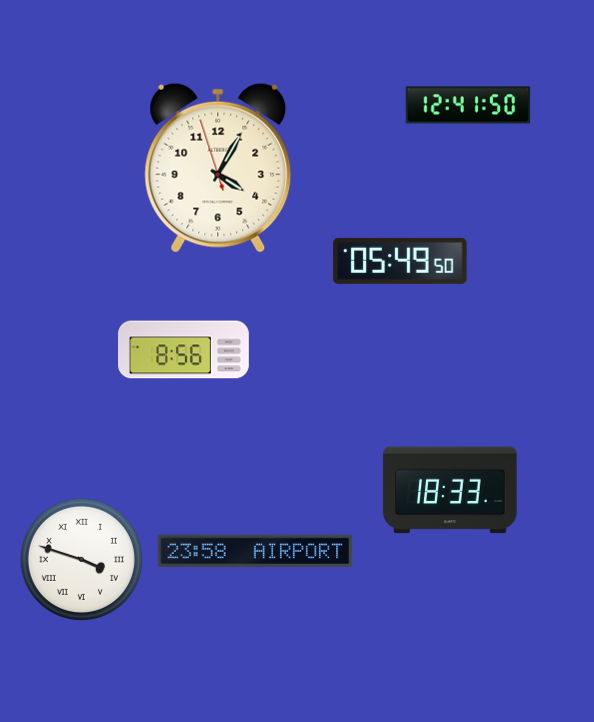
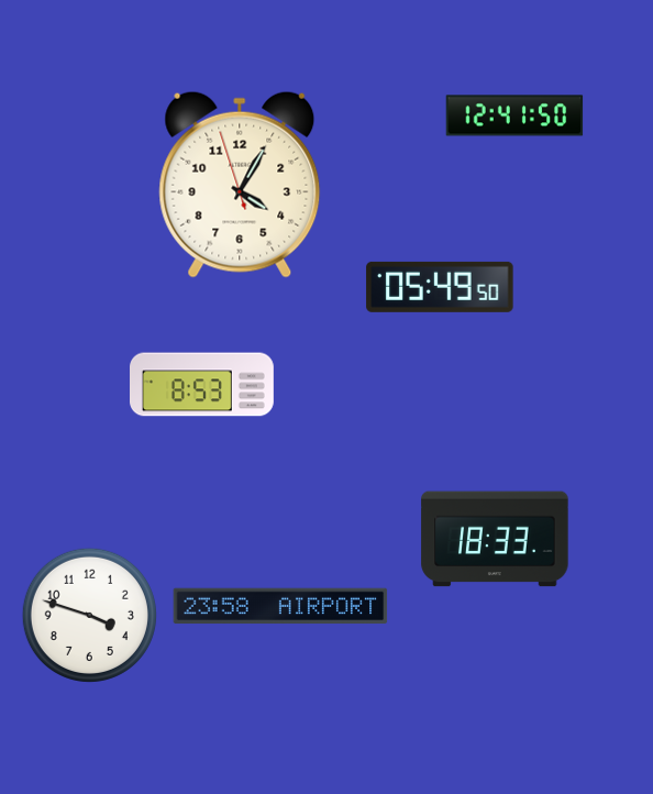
clock at (184, 350): 8:56 -> 8:53
clock at (81, 559) numerals: Roman -> Arabic
